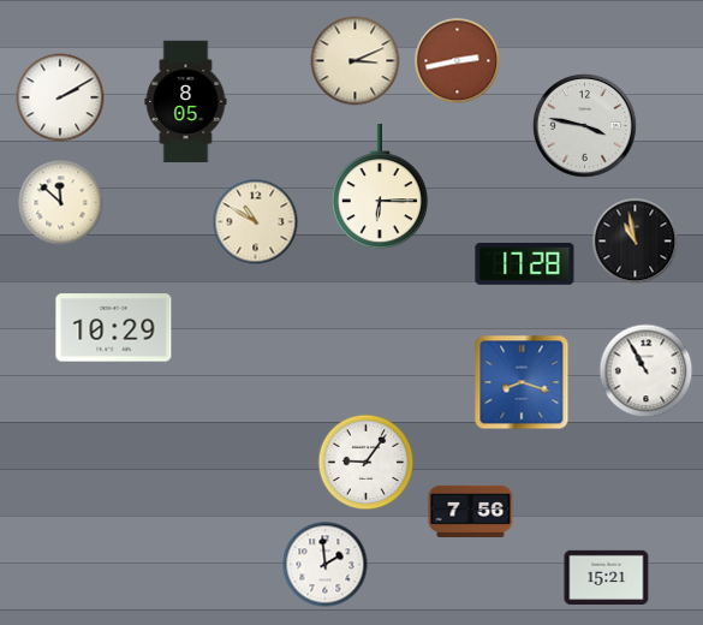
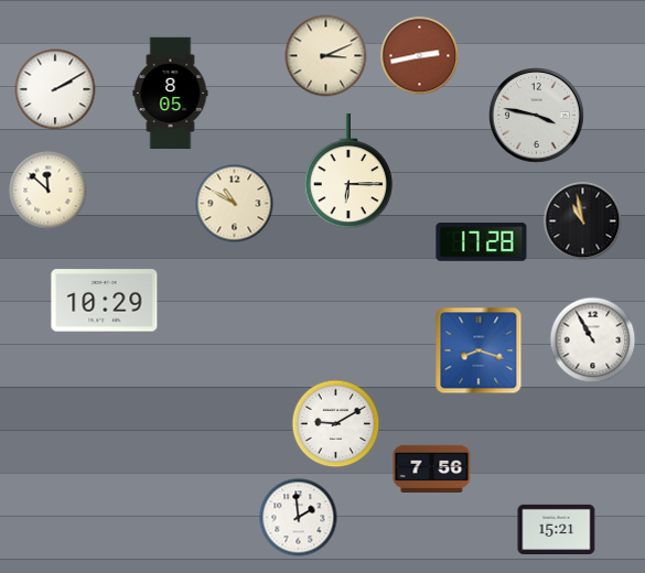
clock at (61, 203) position: (61, 203) -> (49, 191)
clock at (367, 463): 9:06 -> 9:10
